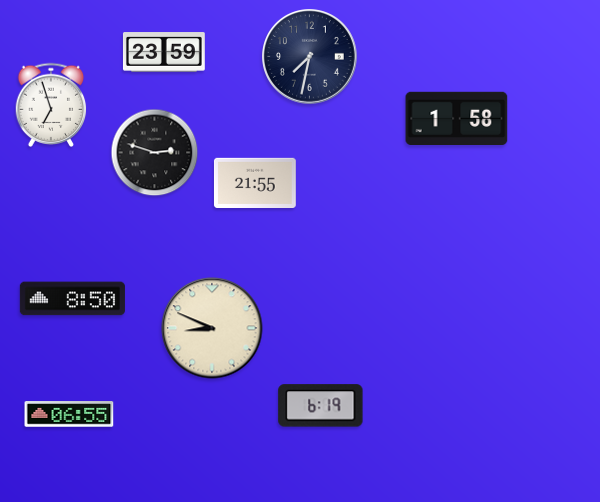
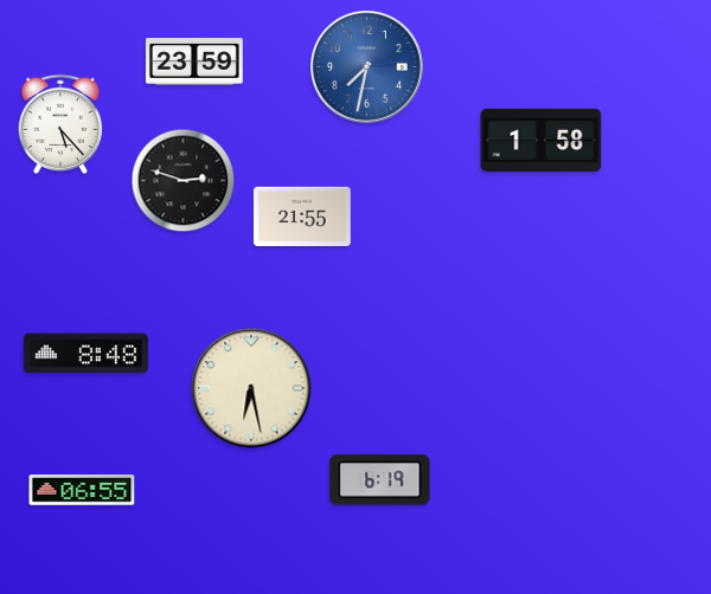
clock at (310, 57) dial: navy -> blue
clock at (51, 104): 6:57 -> 5:23
clock at (72, 299): 8:50 -> 8:48
clock at (212, 328): 8:49 -> 6:28
